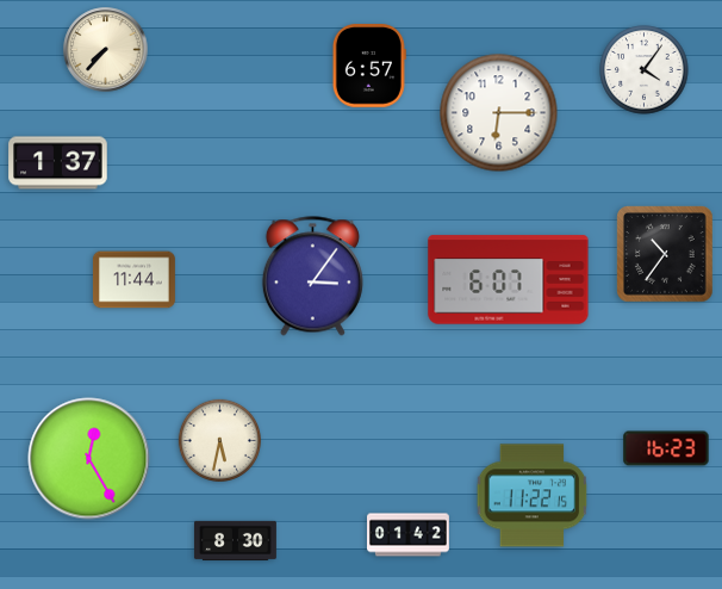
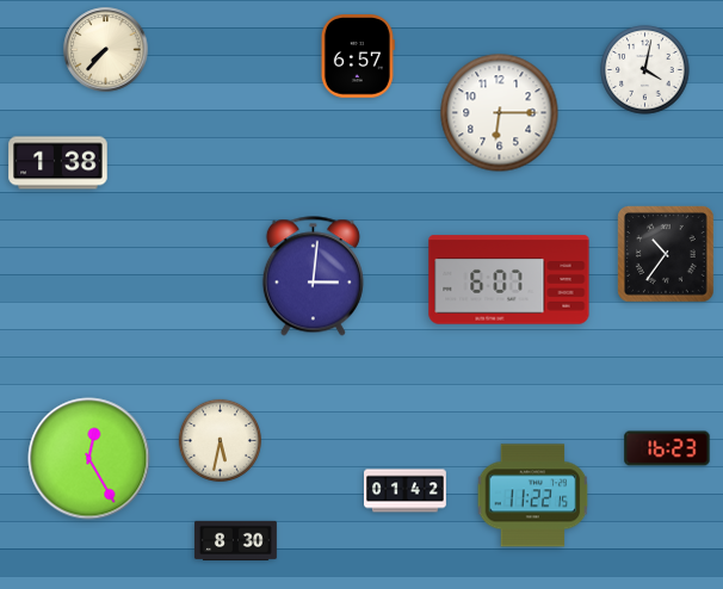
clock at (369, 66) position: (369, 66) -> (358, 56)
clock at (645, 70): 4:06 -> 4:02
clock at (58, 163): 1:37 -> 1:38
clock at (312, 277): 3:06 -> 3:01
clock at (135, 280): 11:44 -> none
clock at (409, 535) position: (409, 535) -> (406, 491)
